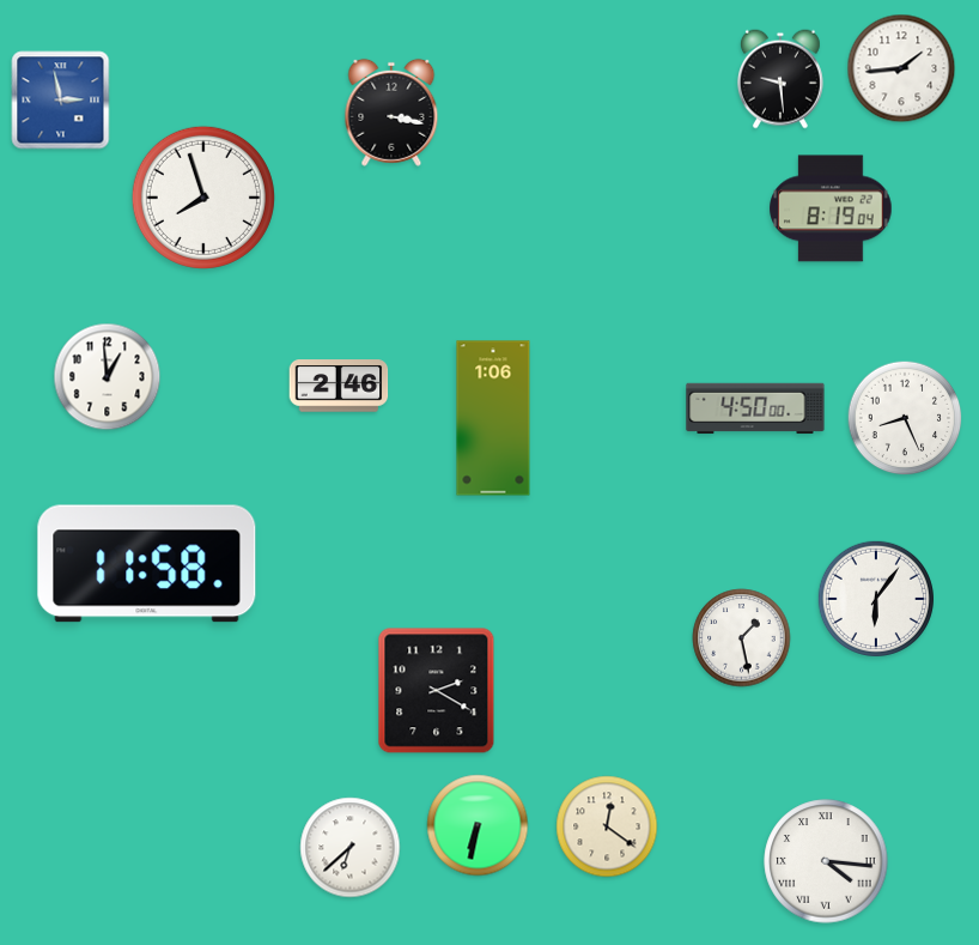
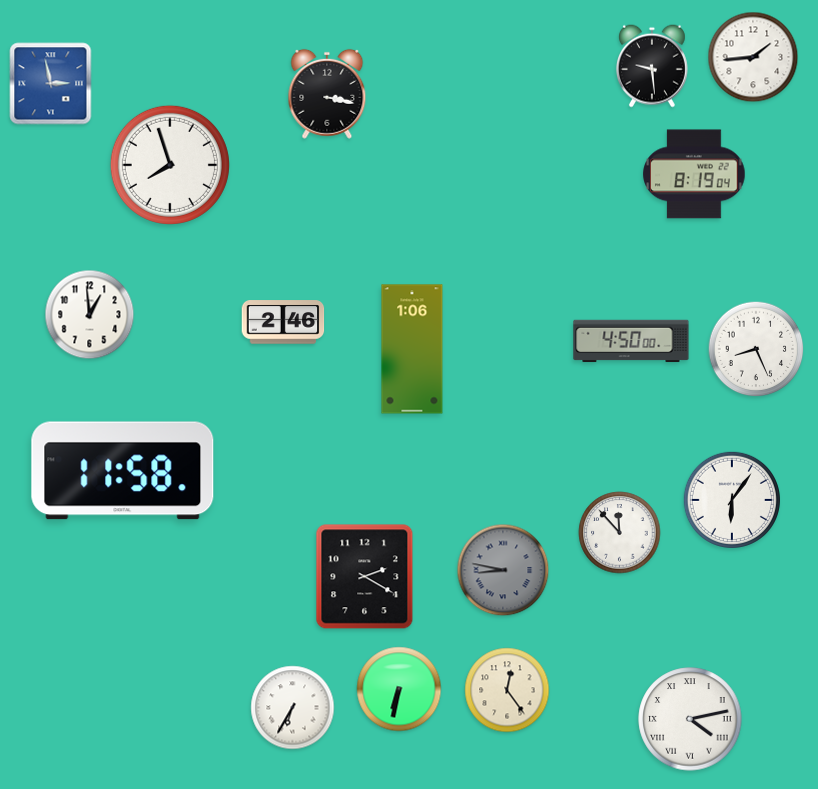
clock at (742, 638): 1:28 -> 11:53
clock at (503, 570): none -> 8:47
clock at (607, 826): 12:21 -> 12:24
clock at (351, 848): 6:38 -> 6:35
clock at (826, 861): 4:16 -> 4:13
